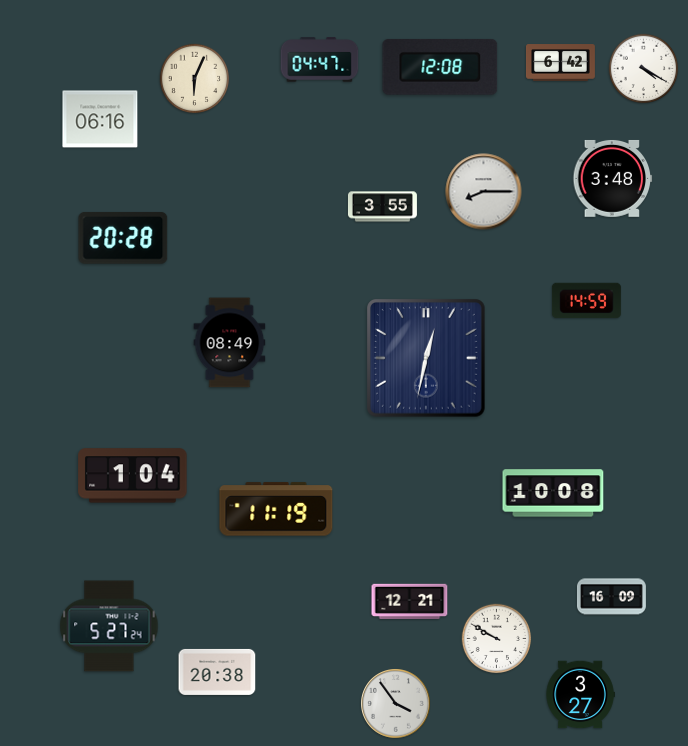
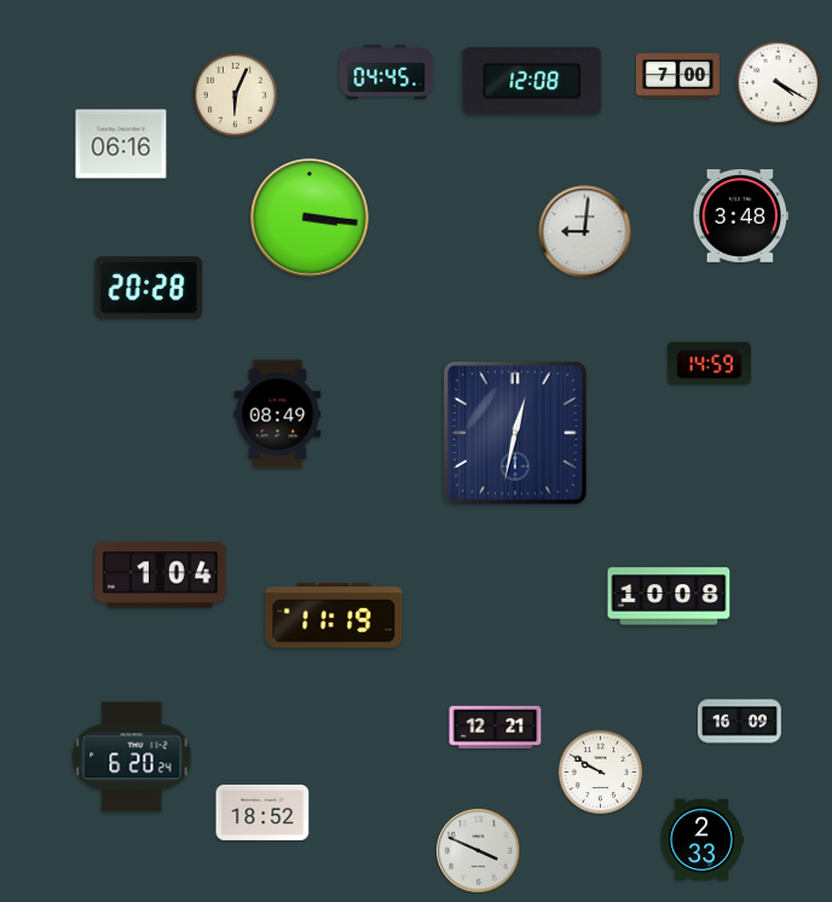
clock at (320, 60): 04:47 -> 04:45
clock at (560, 63): 6:42 -> 7:00
clock at (310, 218): none -> 3:16
clock at (484, 192): 8:15 -> 9:01
clock at (382, 207): 3:55 -> none
clock at (109, 626): 5:27 -> 6:20
clock at (217, 672): 20:38 -> 18:52
clock at (580, 695): 3:27 -> 2:33
clock at (396, 704): 3:54 -> 3:49
